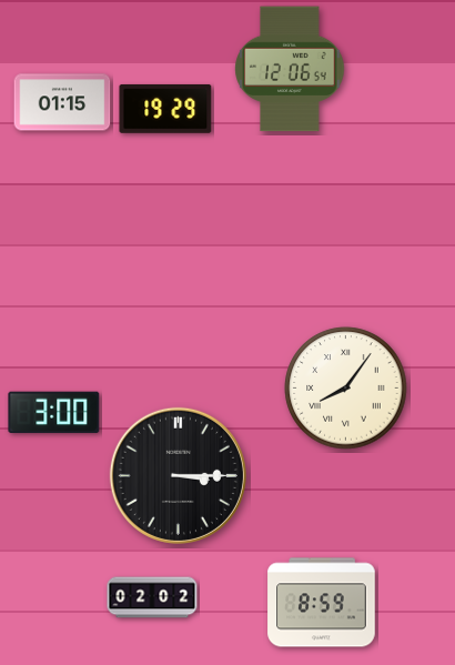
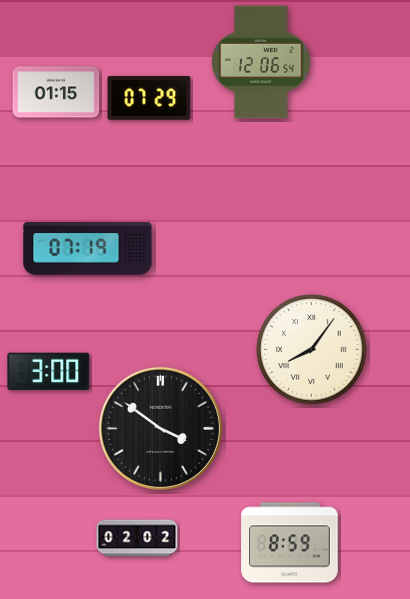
clock at (165, 109): 19:29 -> 07:29
clock at (88, 249): none -> 07:19
clock at (178, 475): 3:15 -> 3:51
